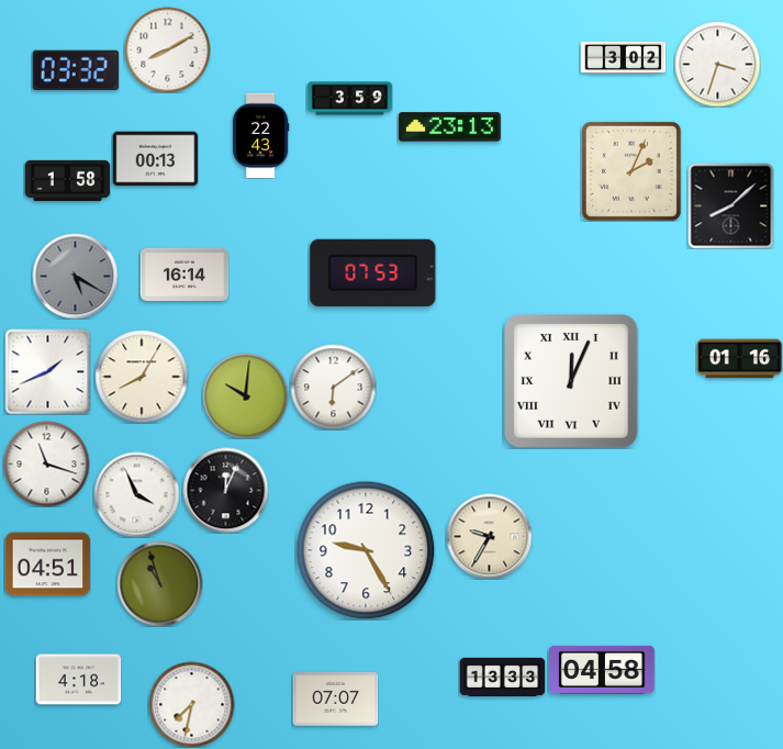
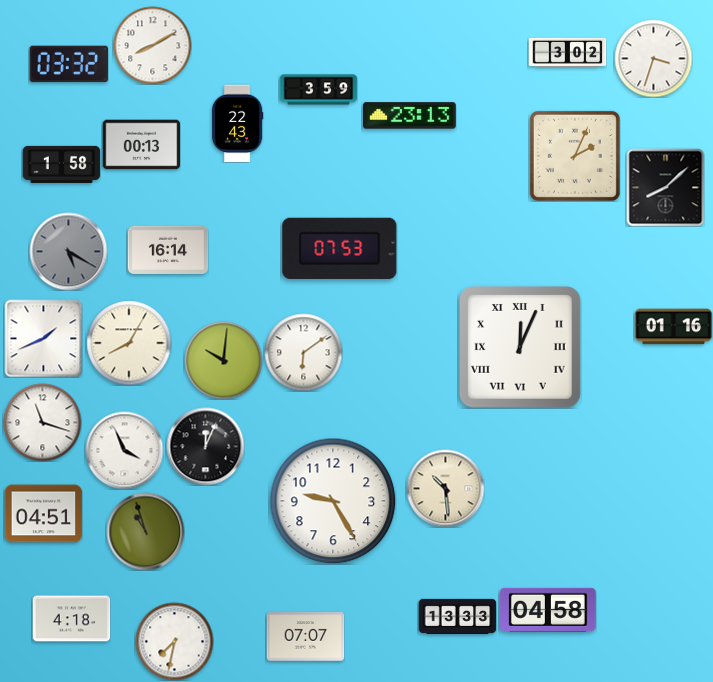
clock at (489, 536): 9:35 -> 10:29
